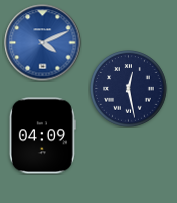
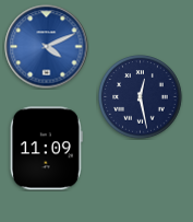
clock at (42, 136): 04:09 -> 11:09
